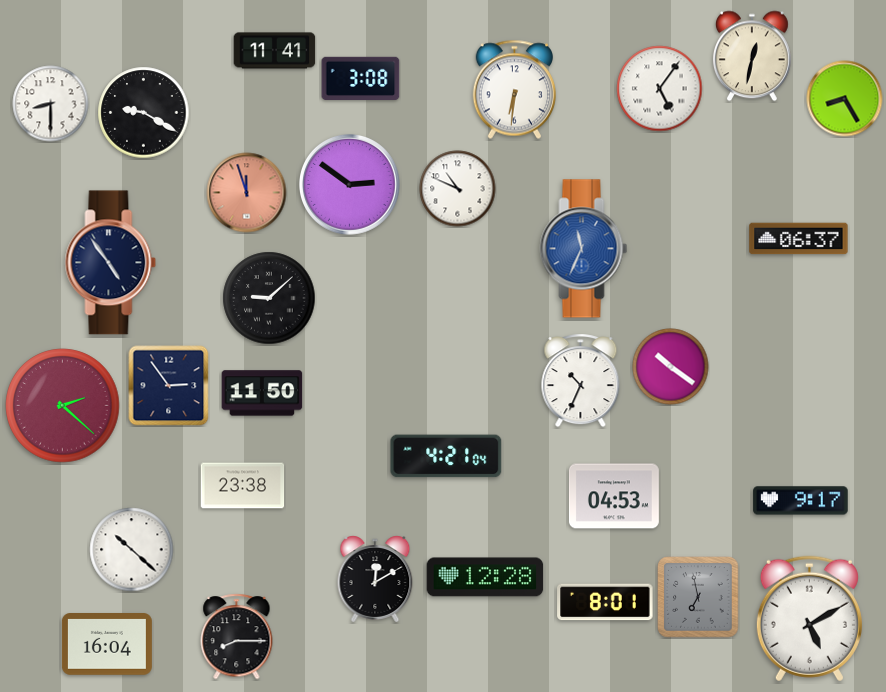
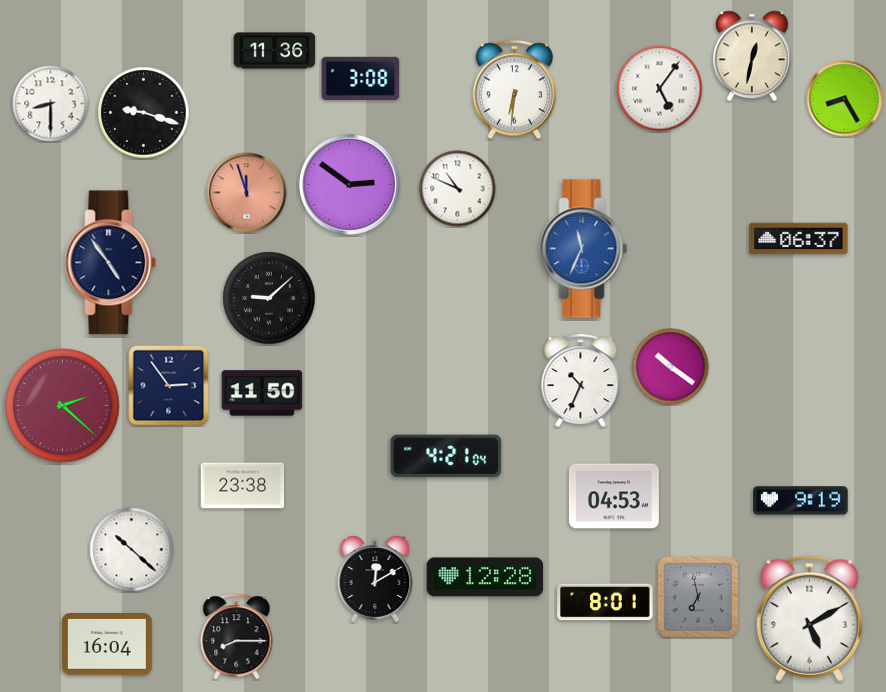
clock at (275, 51): 11:41 -> 11:36
clock at (144, 113): 9:20 -> 9:18
clock at (801, 501): 9:17 -> 9:19
